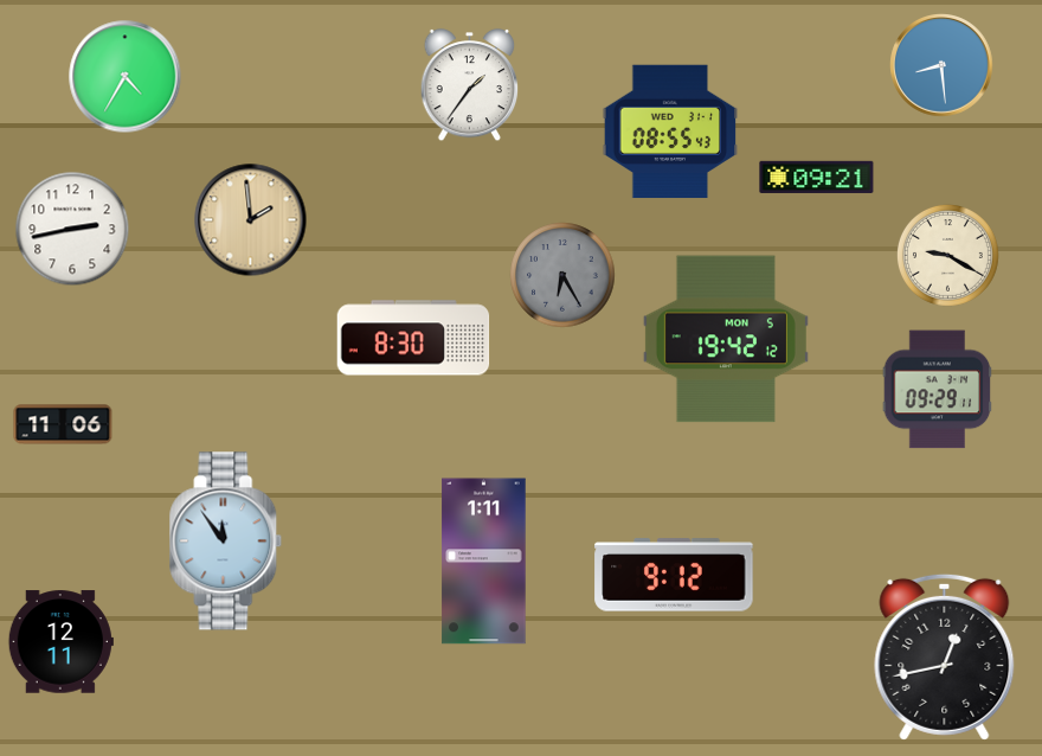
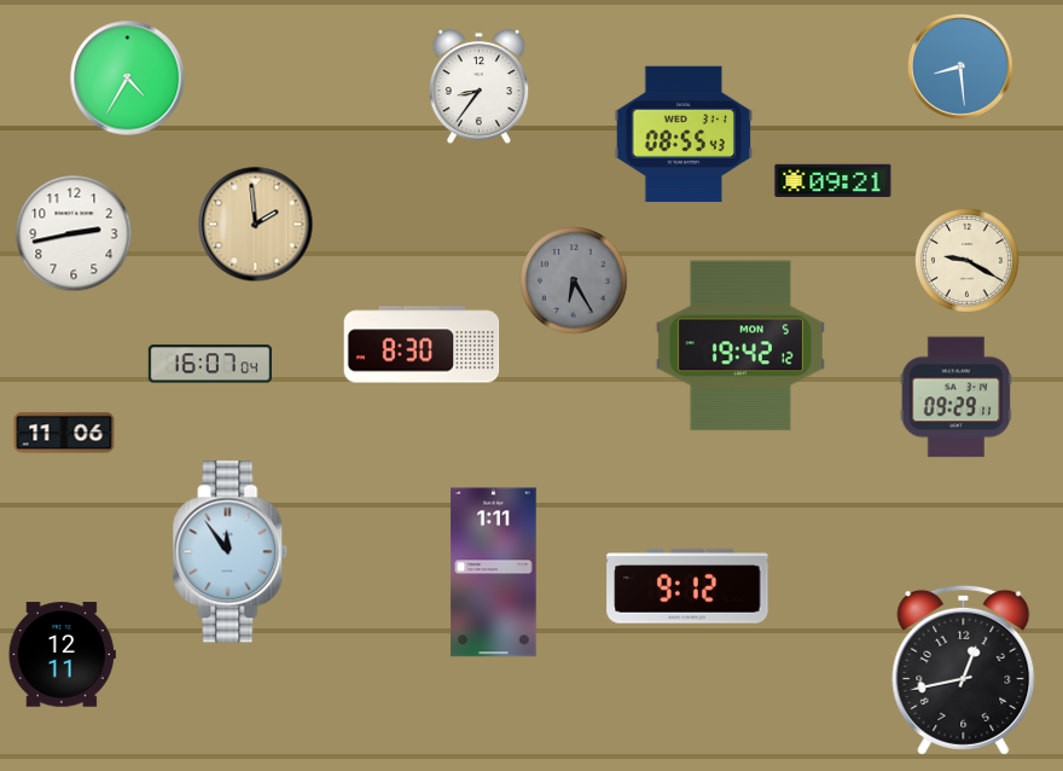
clock at (470, 85): 1:36 -> 8:36
clock at (210, 364): none -> 16:07
